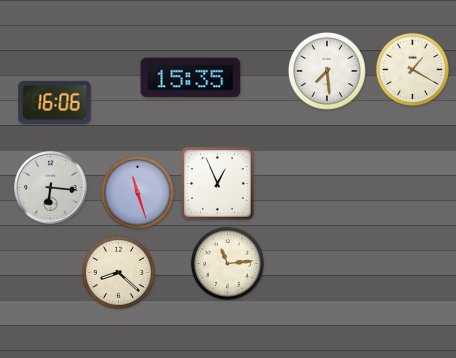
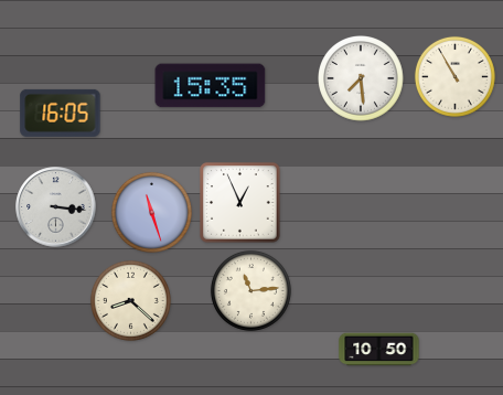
clock at (412, 69): 1:20 -> 10:55
clock at (55, 102): 16:06 -> 16:05
clock at (51, 188): 6:16 -> 3:16
clock at (379, 350): none -> 10:50
